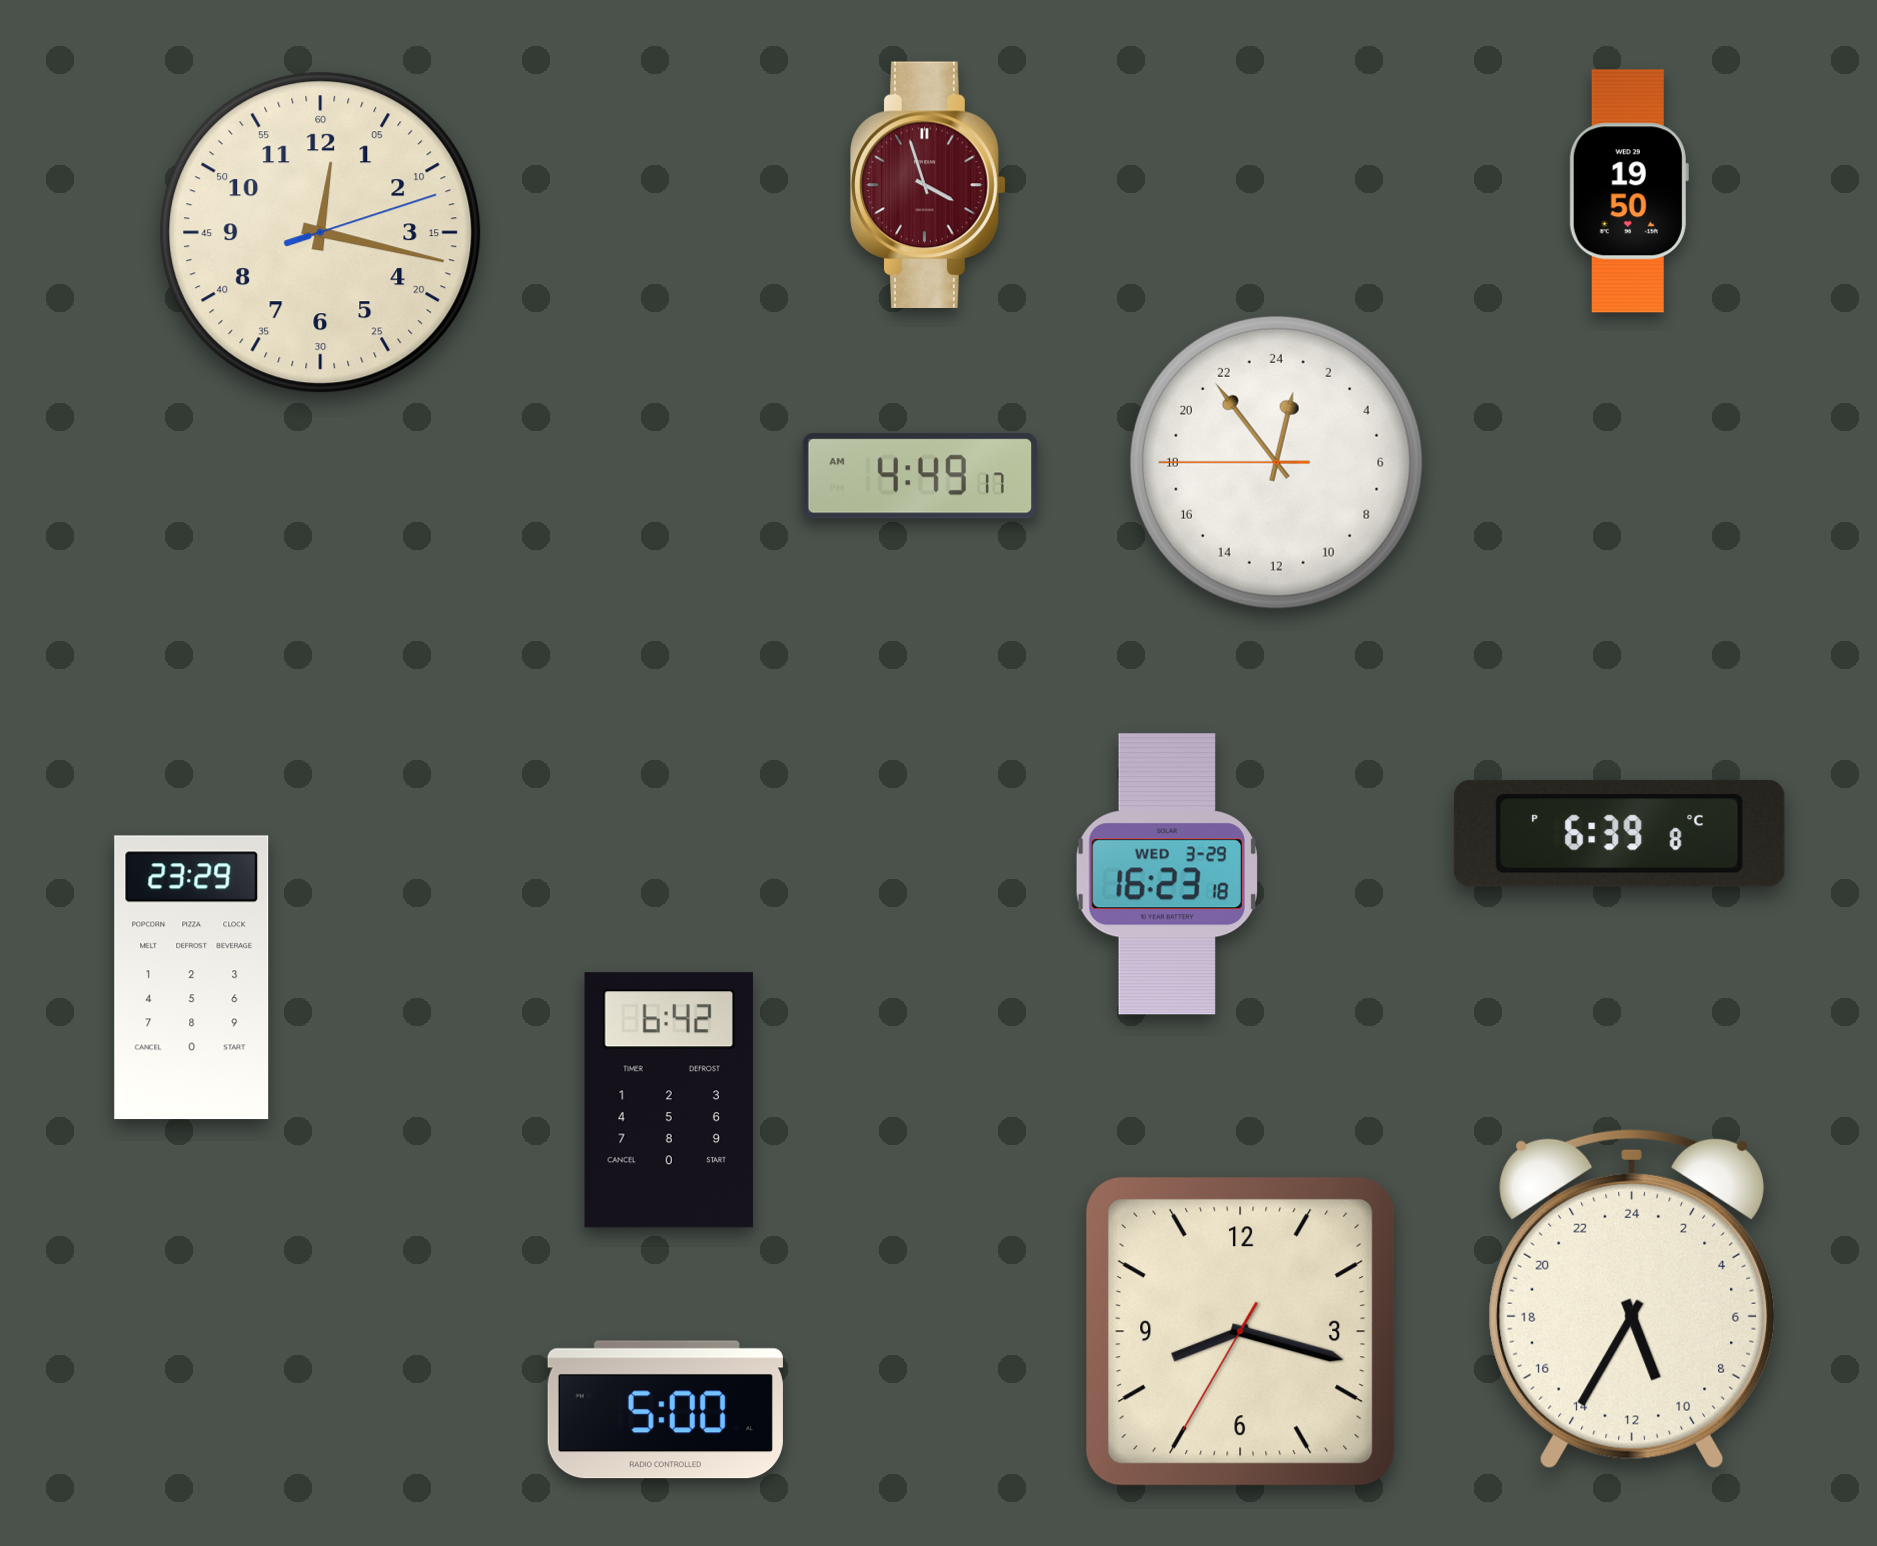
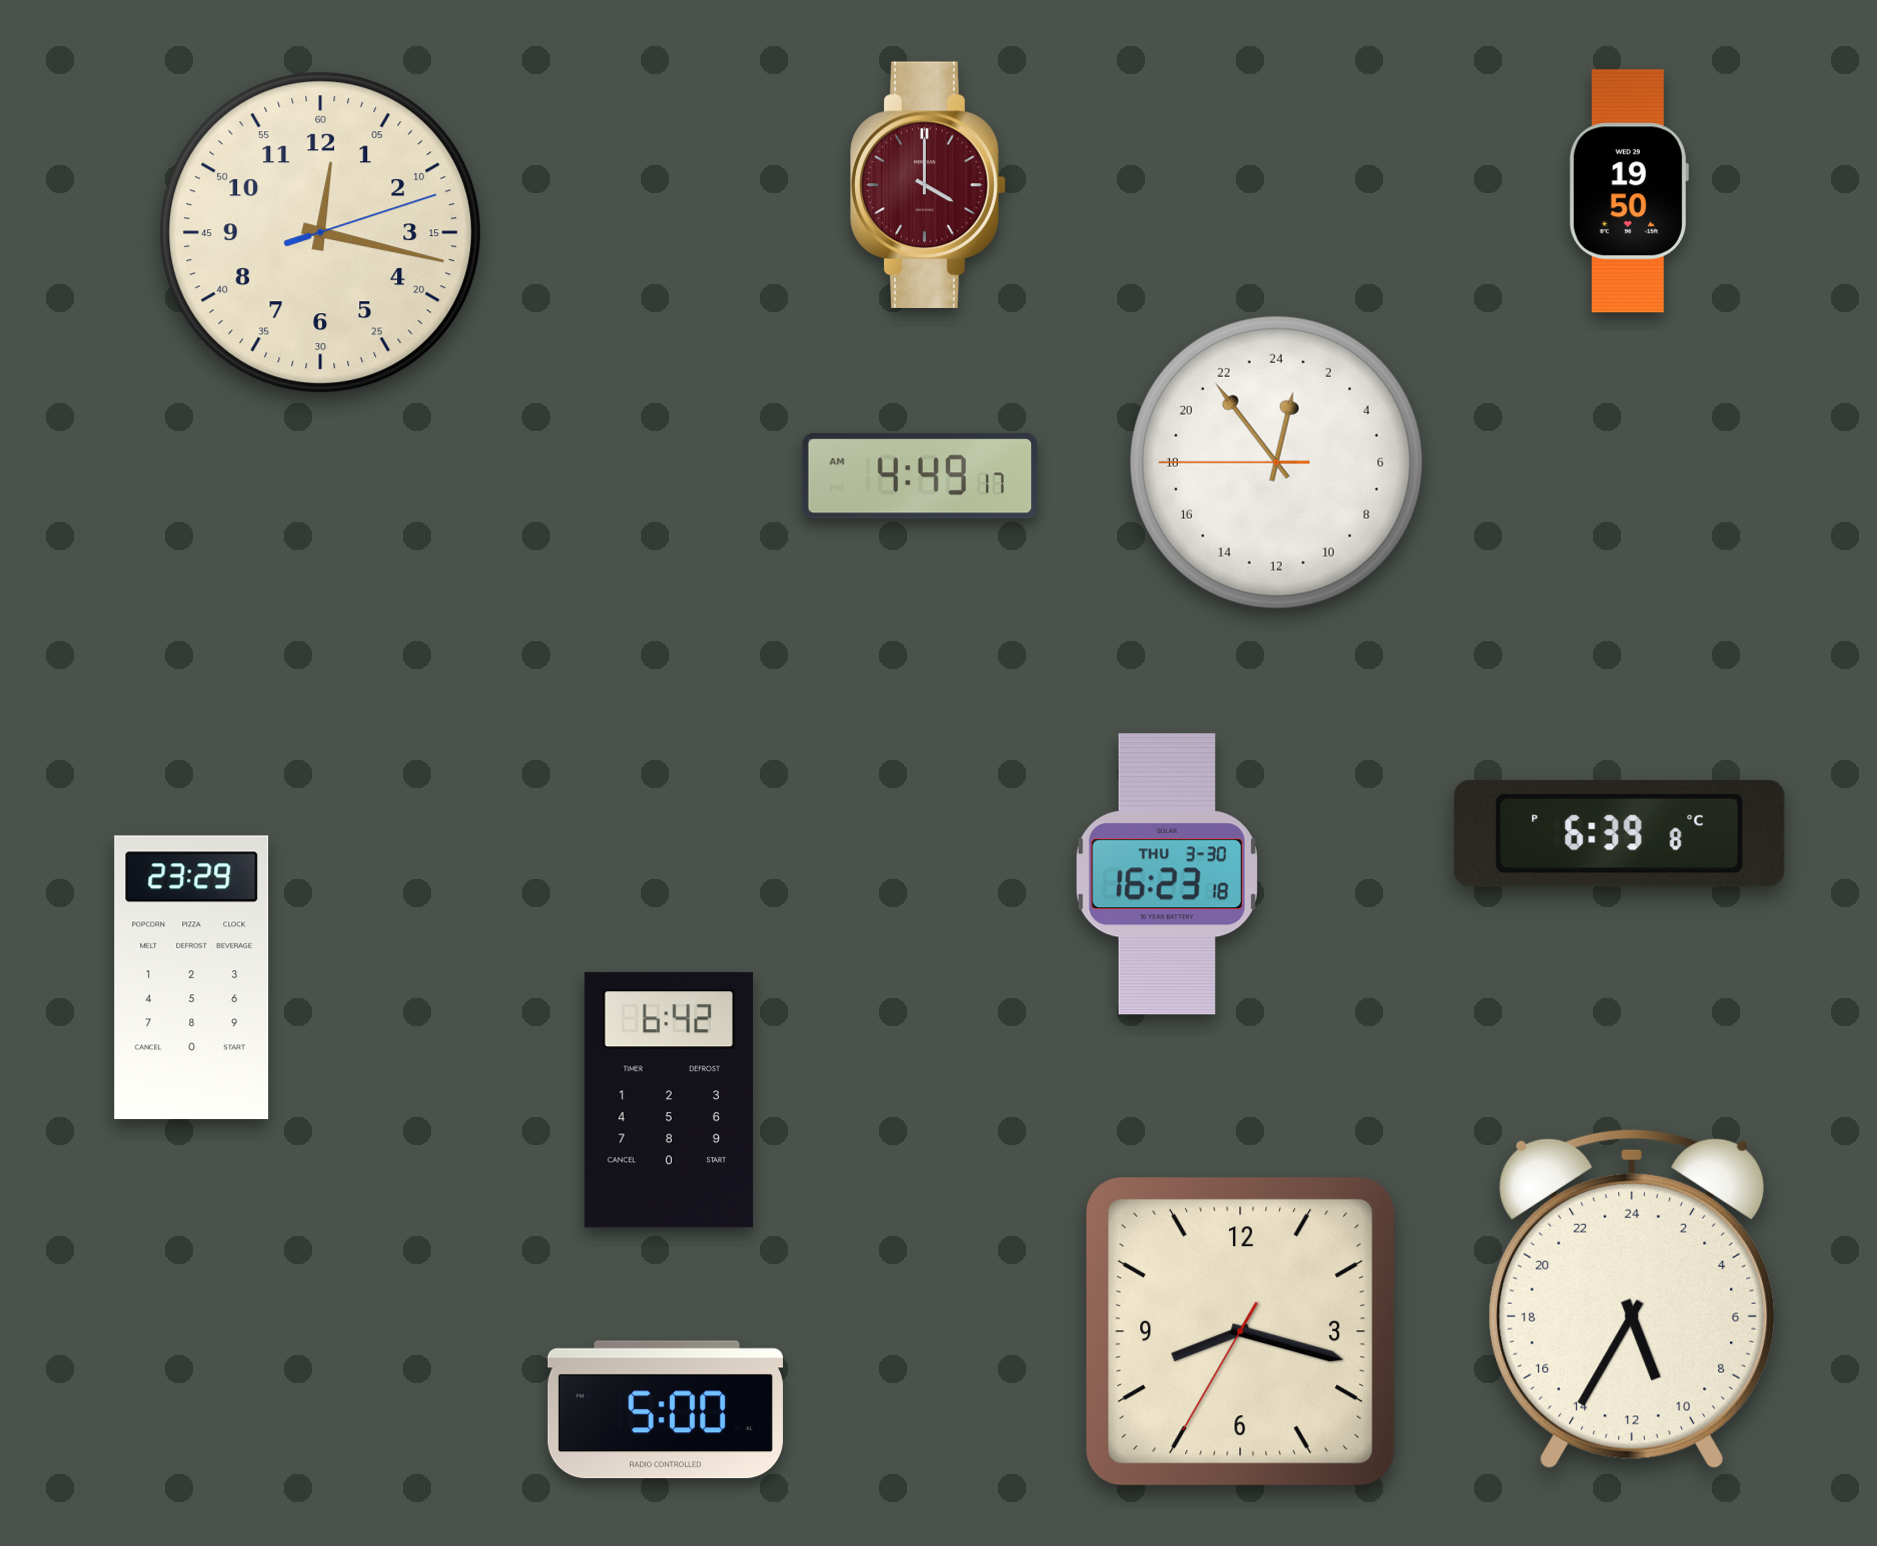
clock at (928, 184): 3:57 -> 4:00
clock at (1167, 874) date: WED 3-29 -> THU 3-30
